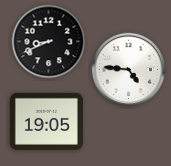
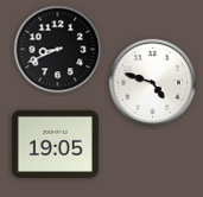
clock at (129, 70): 4:46 -> 4:48
